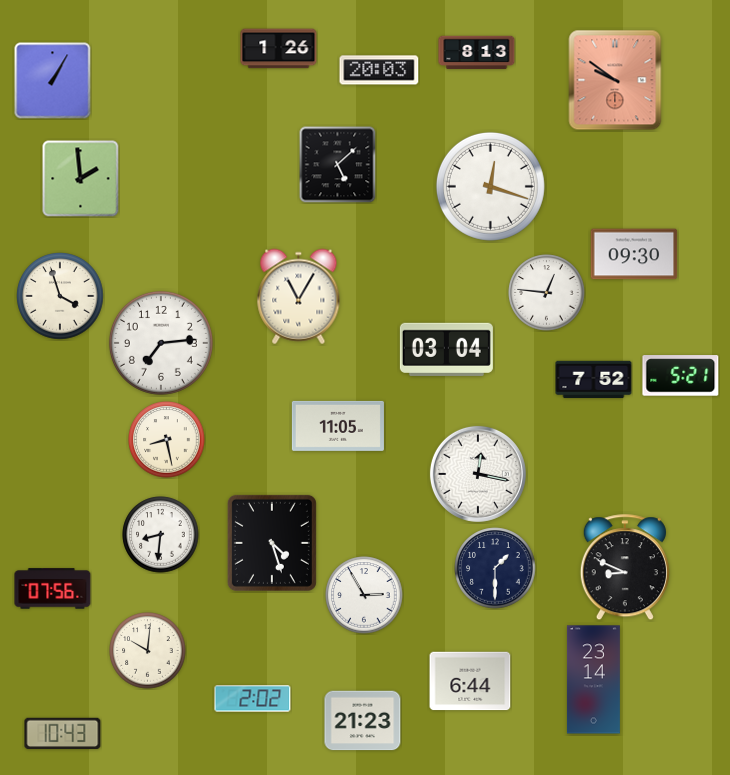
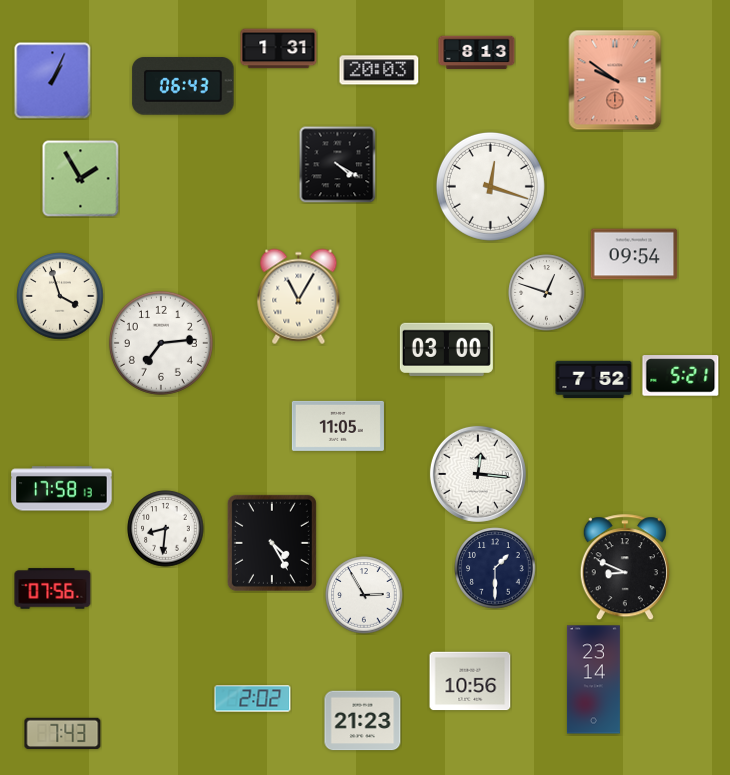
clock at (279, 49): 1:26 -> 1:31
clock at (53, 81): 1:05 -> 1:04
clock at (183, 86): none -> 06:43
clock at (337, 164): 5:08 -> 4:20
clock at (81, 179): 1:59 -> 1:55
clock at (634, 254): 09:30 -> 09:54
clock at (547, 293): 12:46 -> 12:48
clock at (446, 349): 03:04 -> 03:00
clock at (167, 440): 8:28 -> none
clock at (478, 474): 12:17 -> 12:16
clock at (62, 489): none -> 17:58
clock at (161, 535) position: (161, 535) -> (166, 529)
clock at (272, 543): 4:27 -> 4:25
clock at (148, 651): 10:01 -> none
clock at (470, 681): 6:44 -> 10:56
clock at (63, 734): 10:43 -> 7:43
